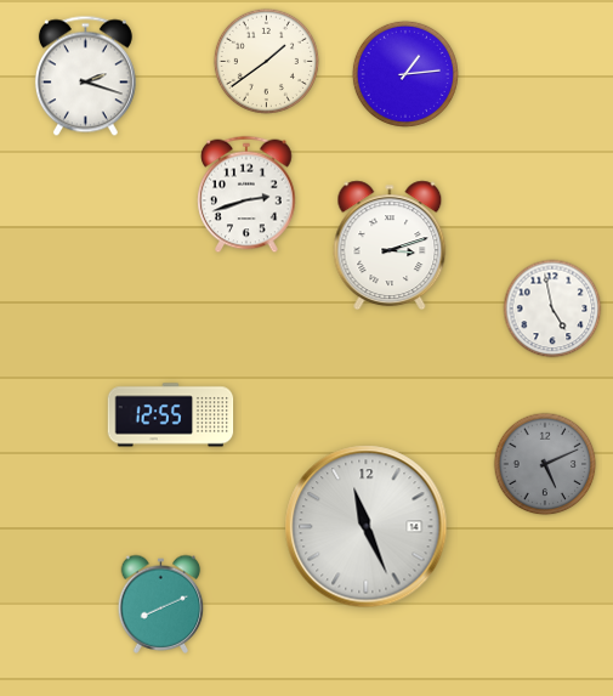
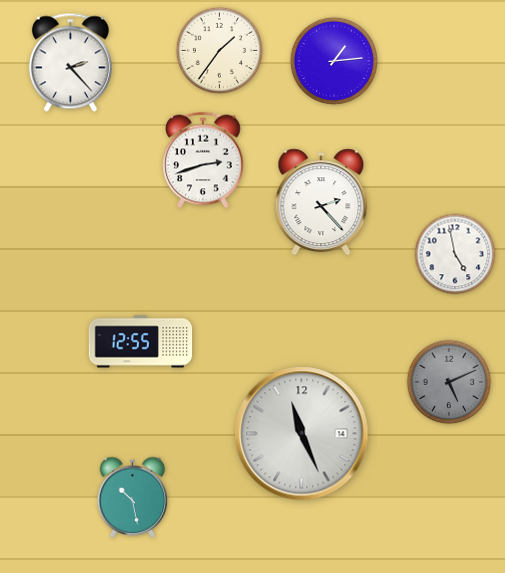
clock at (266, 61): 1:39 -> 1:36
clock at (85, 77): 2:18 -> 2:23
clock at (390, 245): 3:12 -> 2:23
clock at (161, 604): 8:11 -> 10:28
